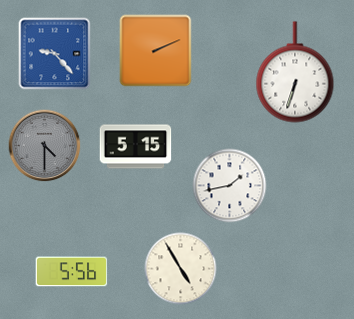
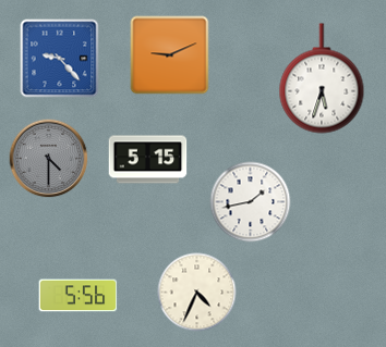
clock at (156, 51): 2:11 -> 9:11
clock at (295, 72): 6:33 -> 5:33
clock at (181, 269): 4:55 -> 4:34
